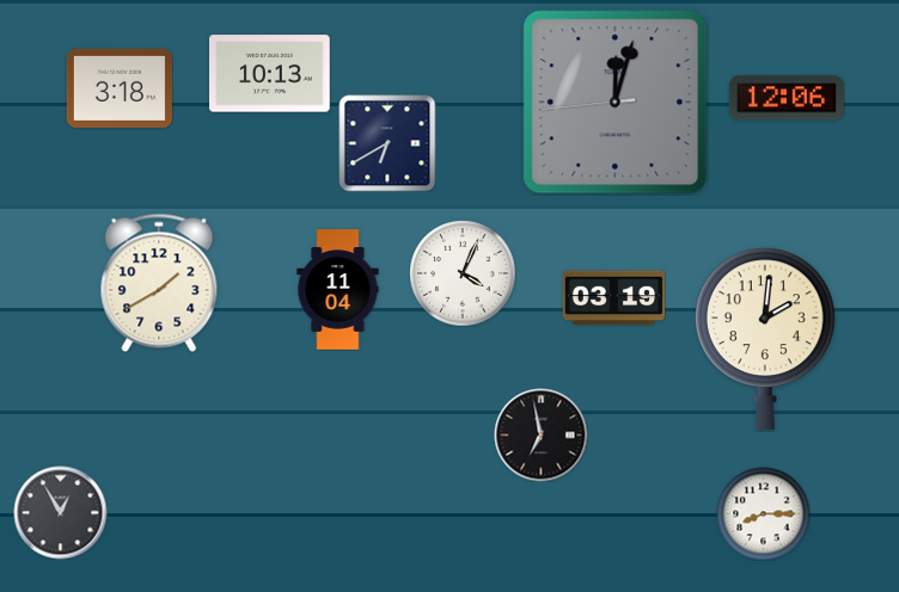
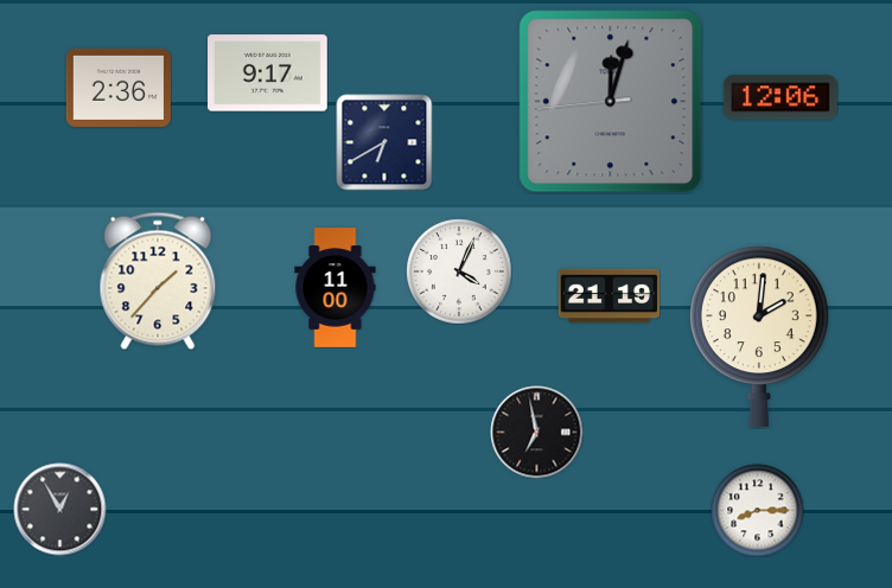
clock at (270, 74): 10:13 -> 9:17
clock at (120, 88): 3:18 -> 2:36
clock at (159, 283): 1:40 -> 1:37
clock at (338, 290): 11:04 -> 11:00
clock at (613, 298): 03:19 -> 21:19
